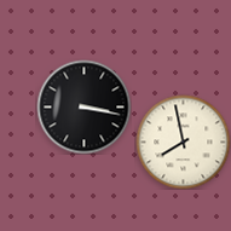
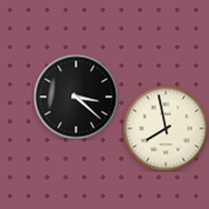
clock at (83, 106): 3:17 -> 3:22
